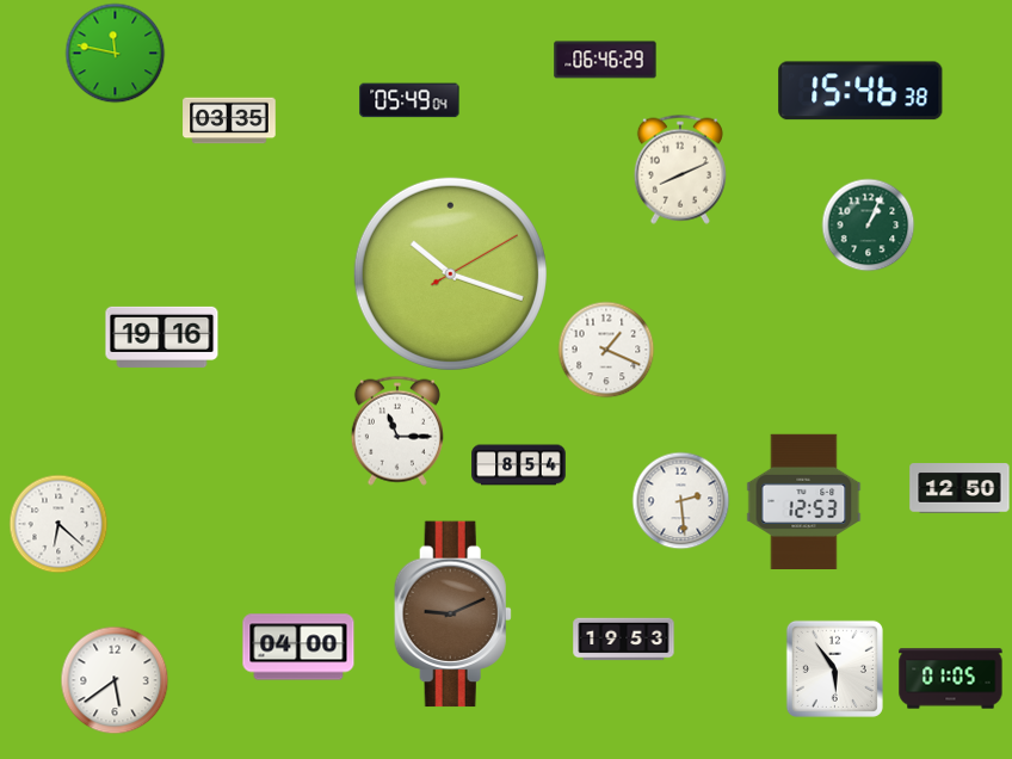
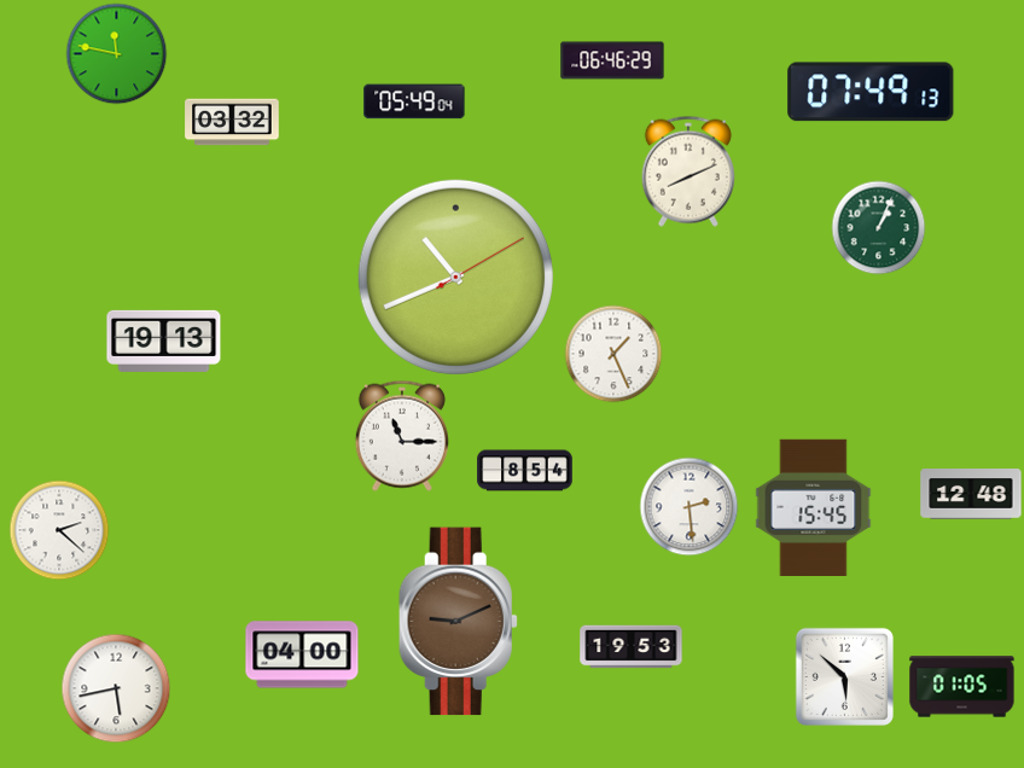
clock at (860, 91): 15:46 -> 07:49
clock at (229, 121): 03:35 -> 03:32
clock at (450, 273): 10:18 -> 10:41
clock at (162, 337): 19:16 -> 19:13
clock at (606, 350): 1:19 -> 1:26
clock at (959, 488): 12:50 -> 12:48
clock at (804, 501): 12:53 -> 15:45
clock at (58, 524): 6:22 -> 2:22
clock at (834, 668): 5:54 -> 5:52
clock at (115, 680): 5:39 -> 5:43
